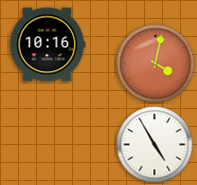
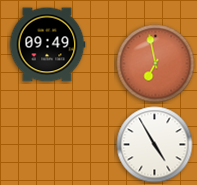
clock at (47, 45): 10:16 -> 09:49
clock at (156, 64): 4:02 -> 6:58
